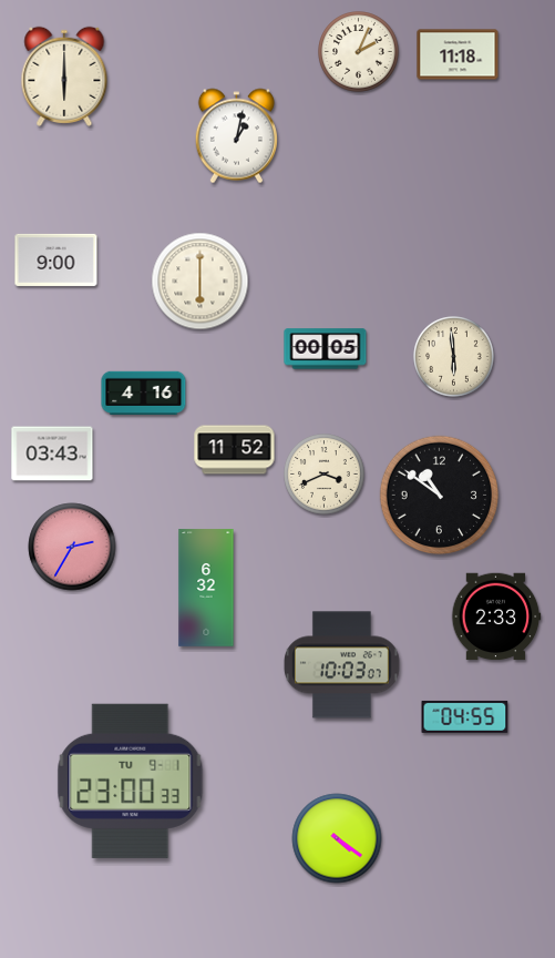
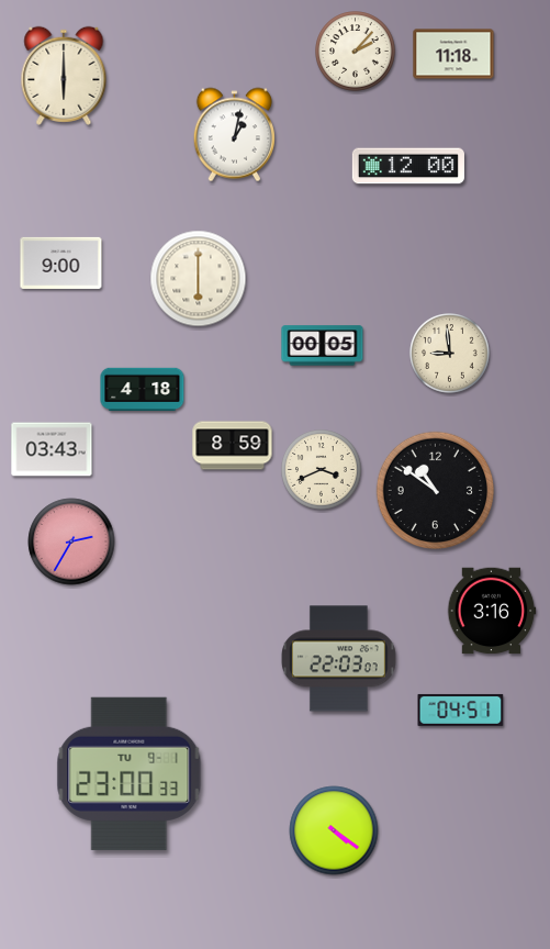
clock at (359, 52): 2:04 -> 2:07
clock at (408, 166): none -> 12:00
clock at (56, 259) position: (56, 259) -> (61, 263)
clock at (454, 357): 5:59 -> 8:59
clock at (144, 394): 4:16 -> 4:18
clock at (235, 450): 11:52 -> 8:59
clock at (206, 588): 6:32 -> none
clock at (496, 616): 2:33 -> 3:16
clock at (341, 665): 10:03 -> 22:03
clock at (465, 716): 04:55 -> 04:51
